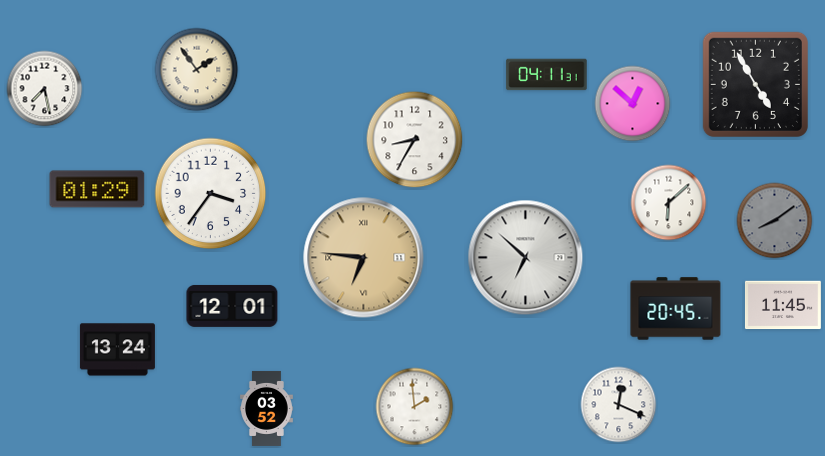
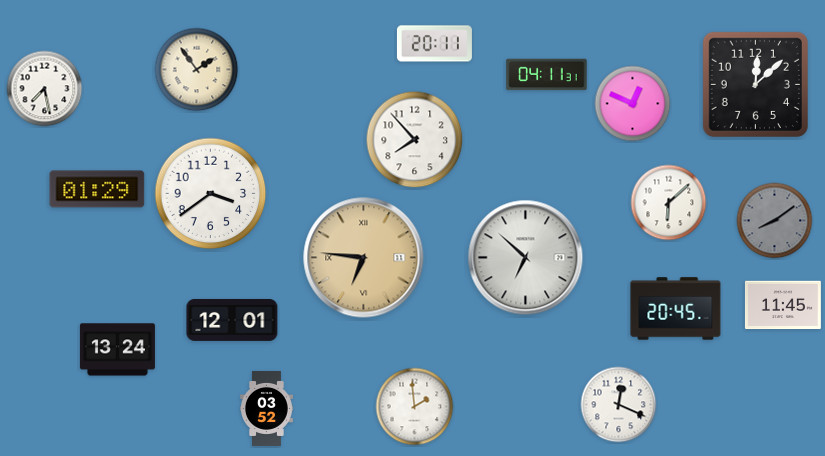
clock at (434, 44): none -> 20:11
clock at (755, 84): 4:55 -> 12:08
clock at (633, 104): 12:52 -> 12:49
clock at (415, 140): 8:35 -> 7:53
clock at (211, 194): 3:36 -> 3:39
clock at (232, 306) position: (232, 306) -> (232, 320)
